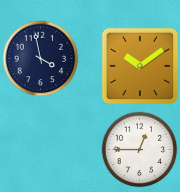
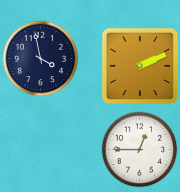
clock at (140, 66): 10:09 -> 2:11
